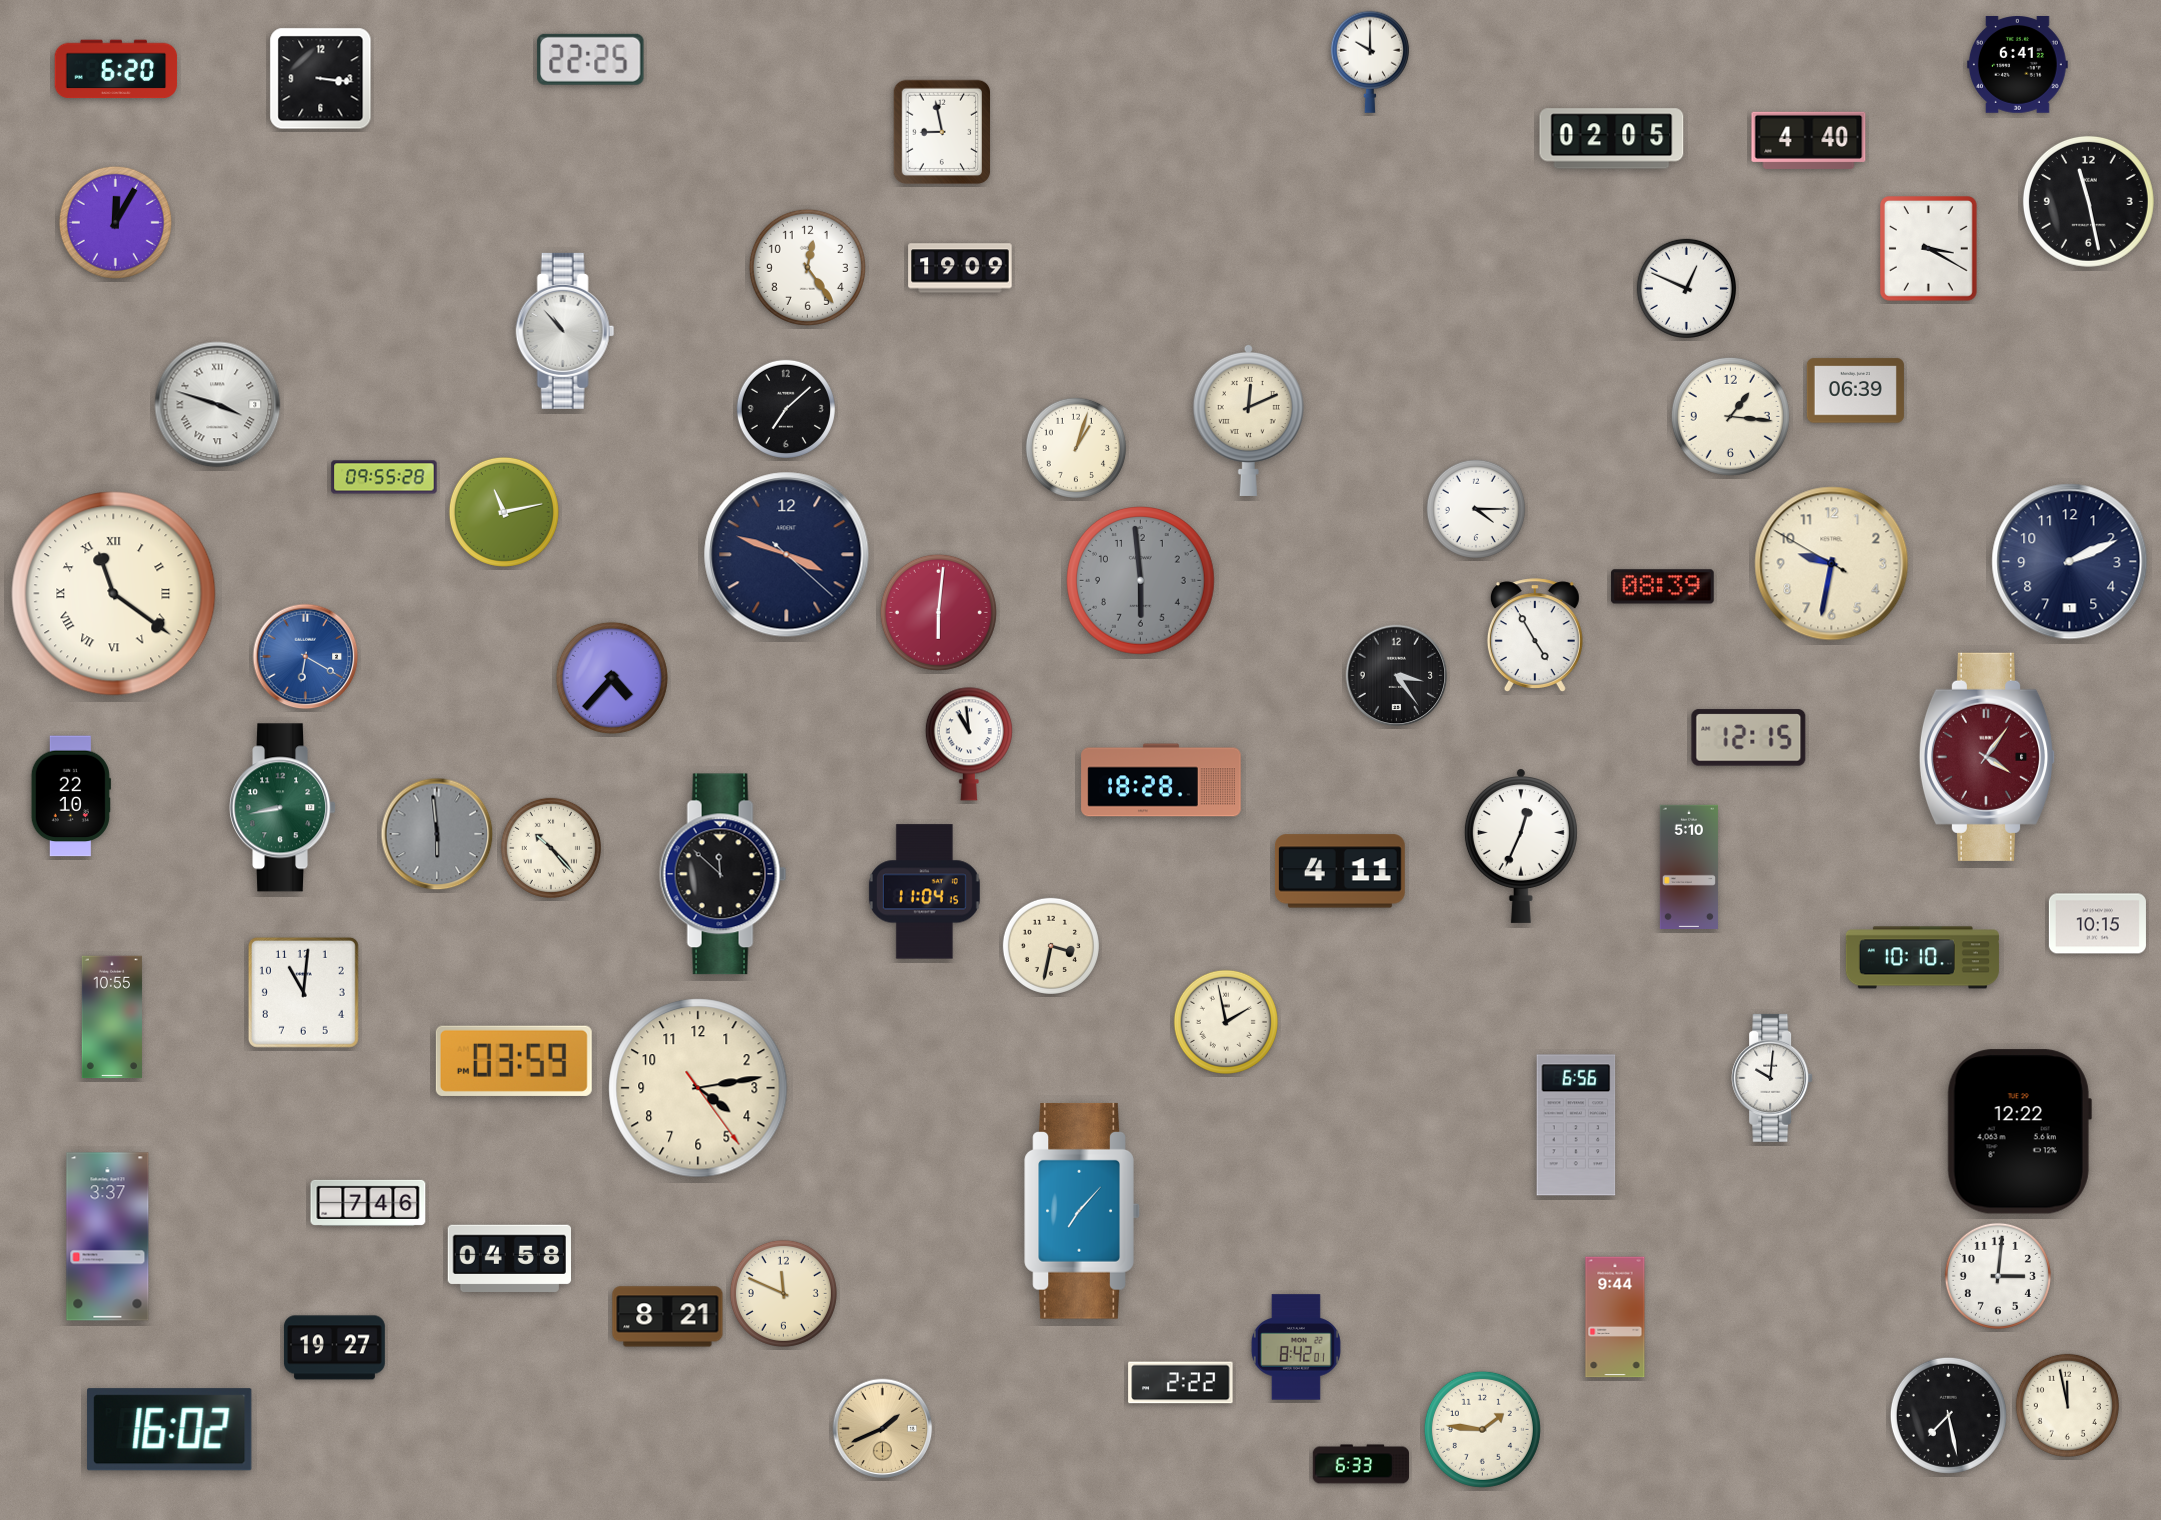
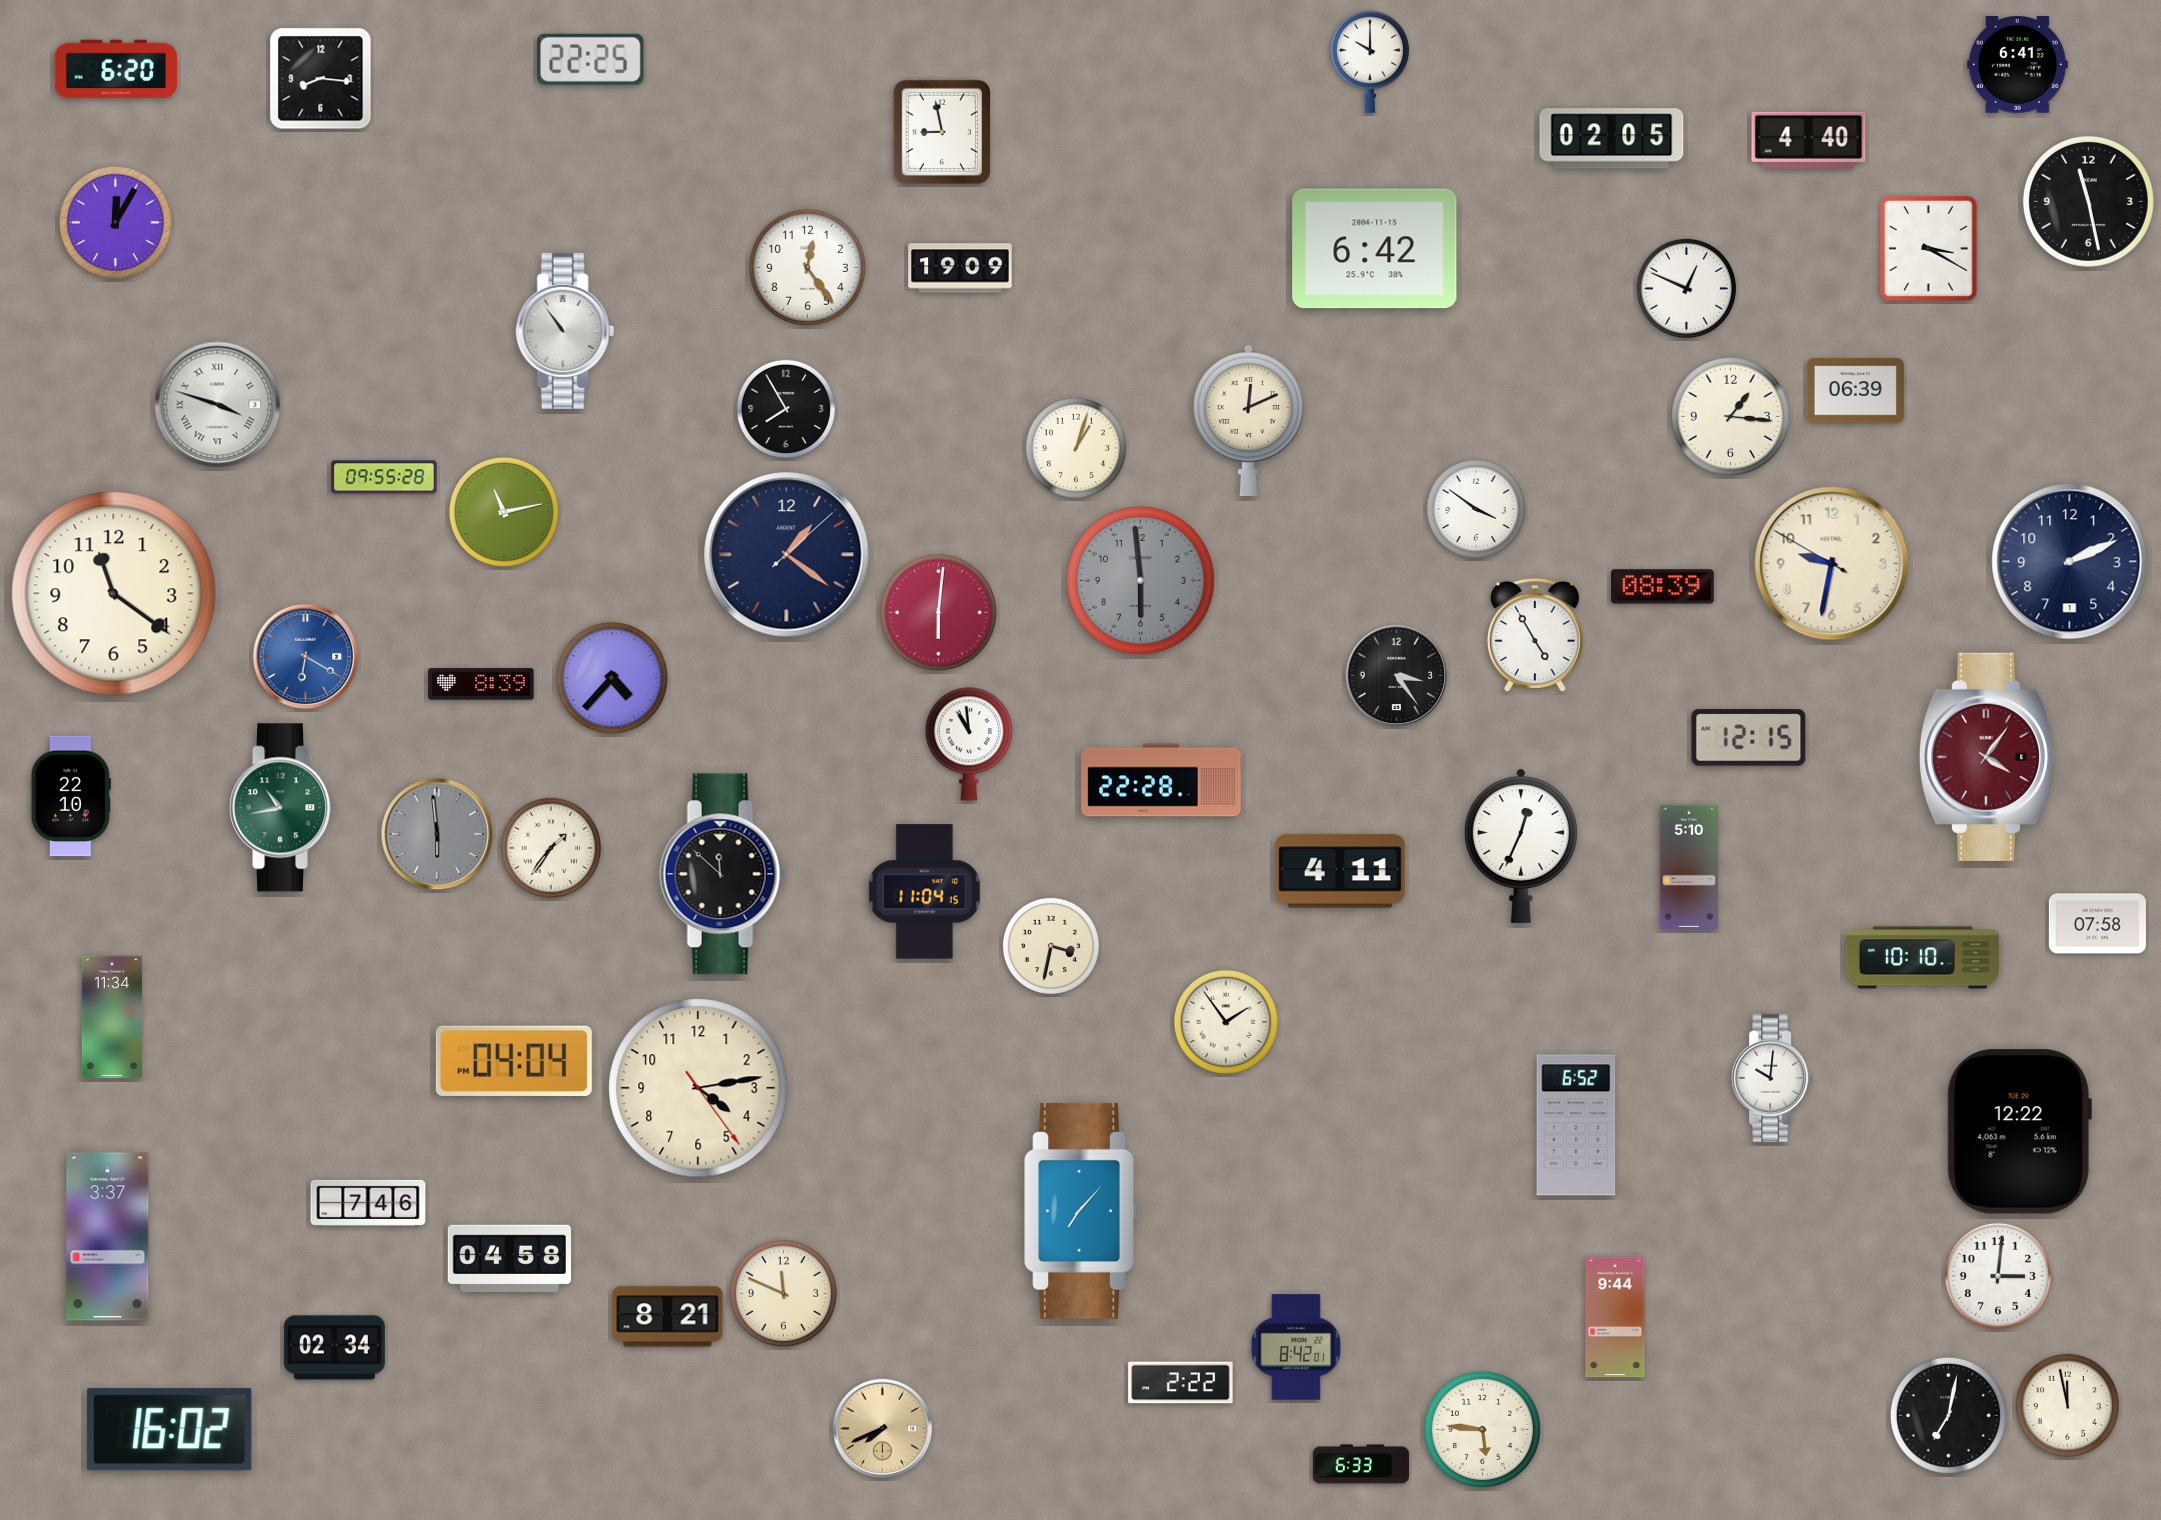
clock at (321, 79): 3:16 -> 8:16
clock at (1375, 249): none -> 6:42
clock at (565, 331): 10:53 -> 10:54
clock at (786, 409): 7:08 -> 7:55
clock at (1476, 509): 4:15 -> 3:51
clock at (787, 555): 3:48 -> 1:21
clock at (114, 594) numerals: Roman -> Arabic
clock at (481, 684): none -> 8:39
clock at (1161, 780): 18:28 -> 22:28
clock at (283, 808): 8:43 -> 10:43
clock at (551, 848): 10:23 -> 1:36
clock at (2097, 924): 10:15 -> 07:58
clock at (303, 992): 11:01 -> none
clock at (112, 1017): 10:55 -> 11:34
clock at (1226, 1022): 1:58 -> 1:54
clock at (514, 1061): 03:59 -> 04:04
clock at (1576, 1125): 6:56 -> 6:52
clock at (334, 1348): 19:27 -> 02:34
clock at (1948, 1415): 7:28 -> 7:02
clock at (883, 1429): 1:41 -> 7:41
clock at (1482, 1429): 1:46 -> 5:46
